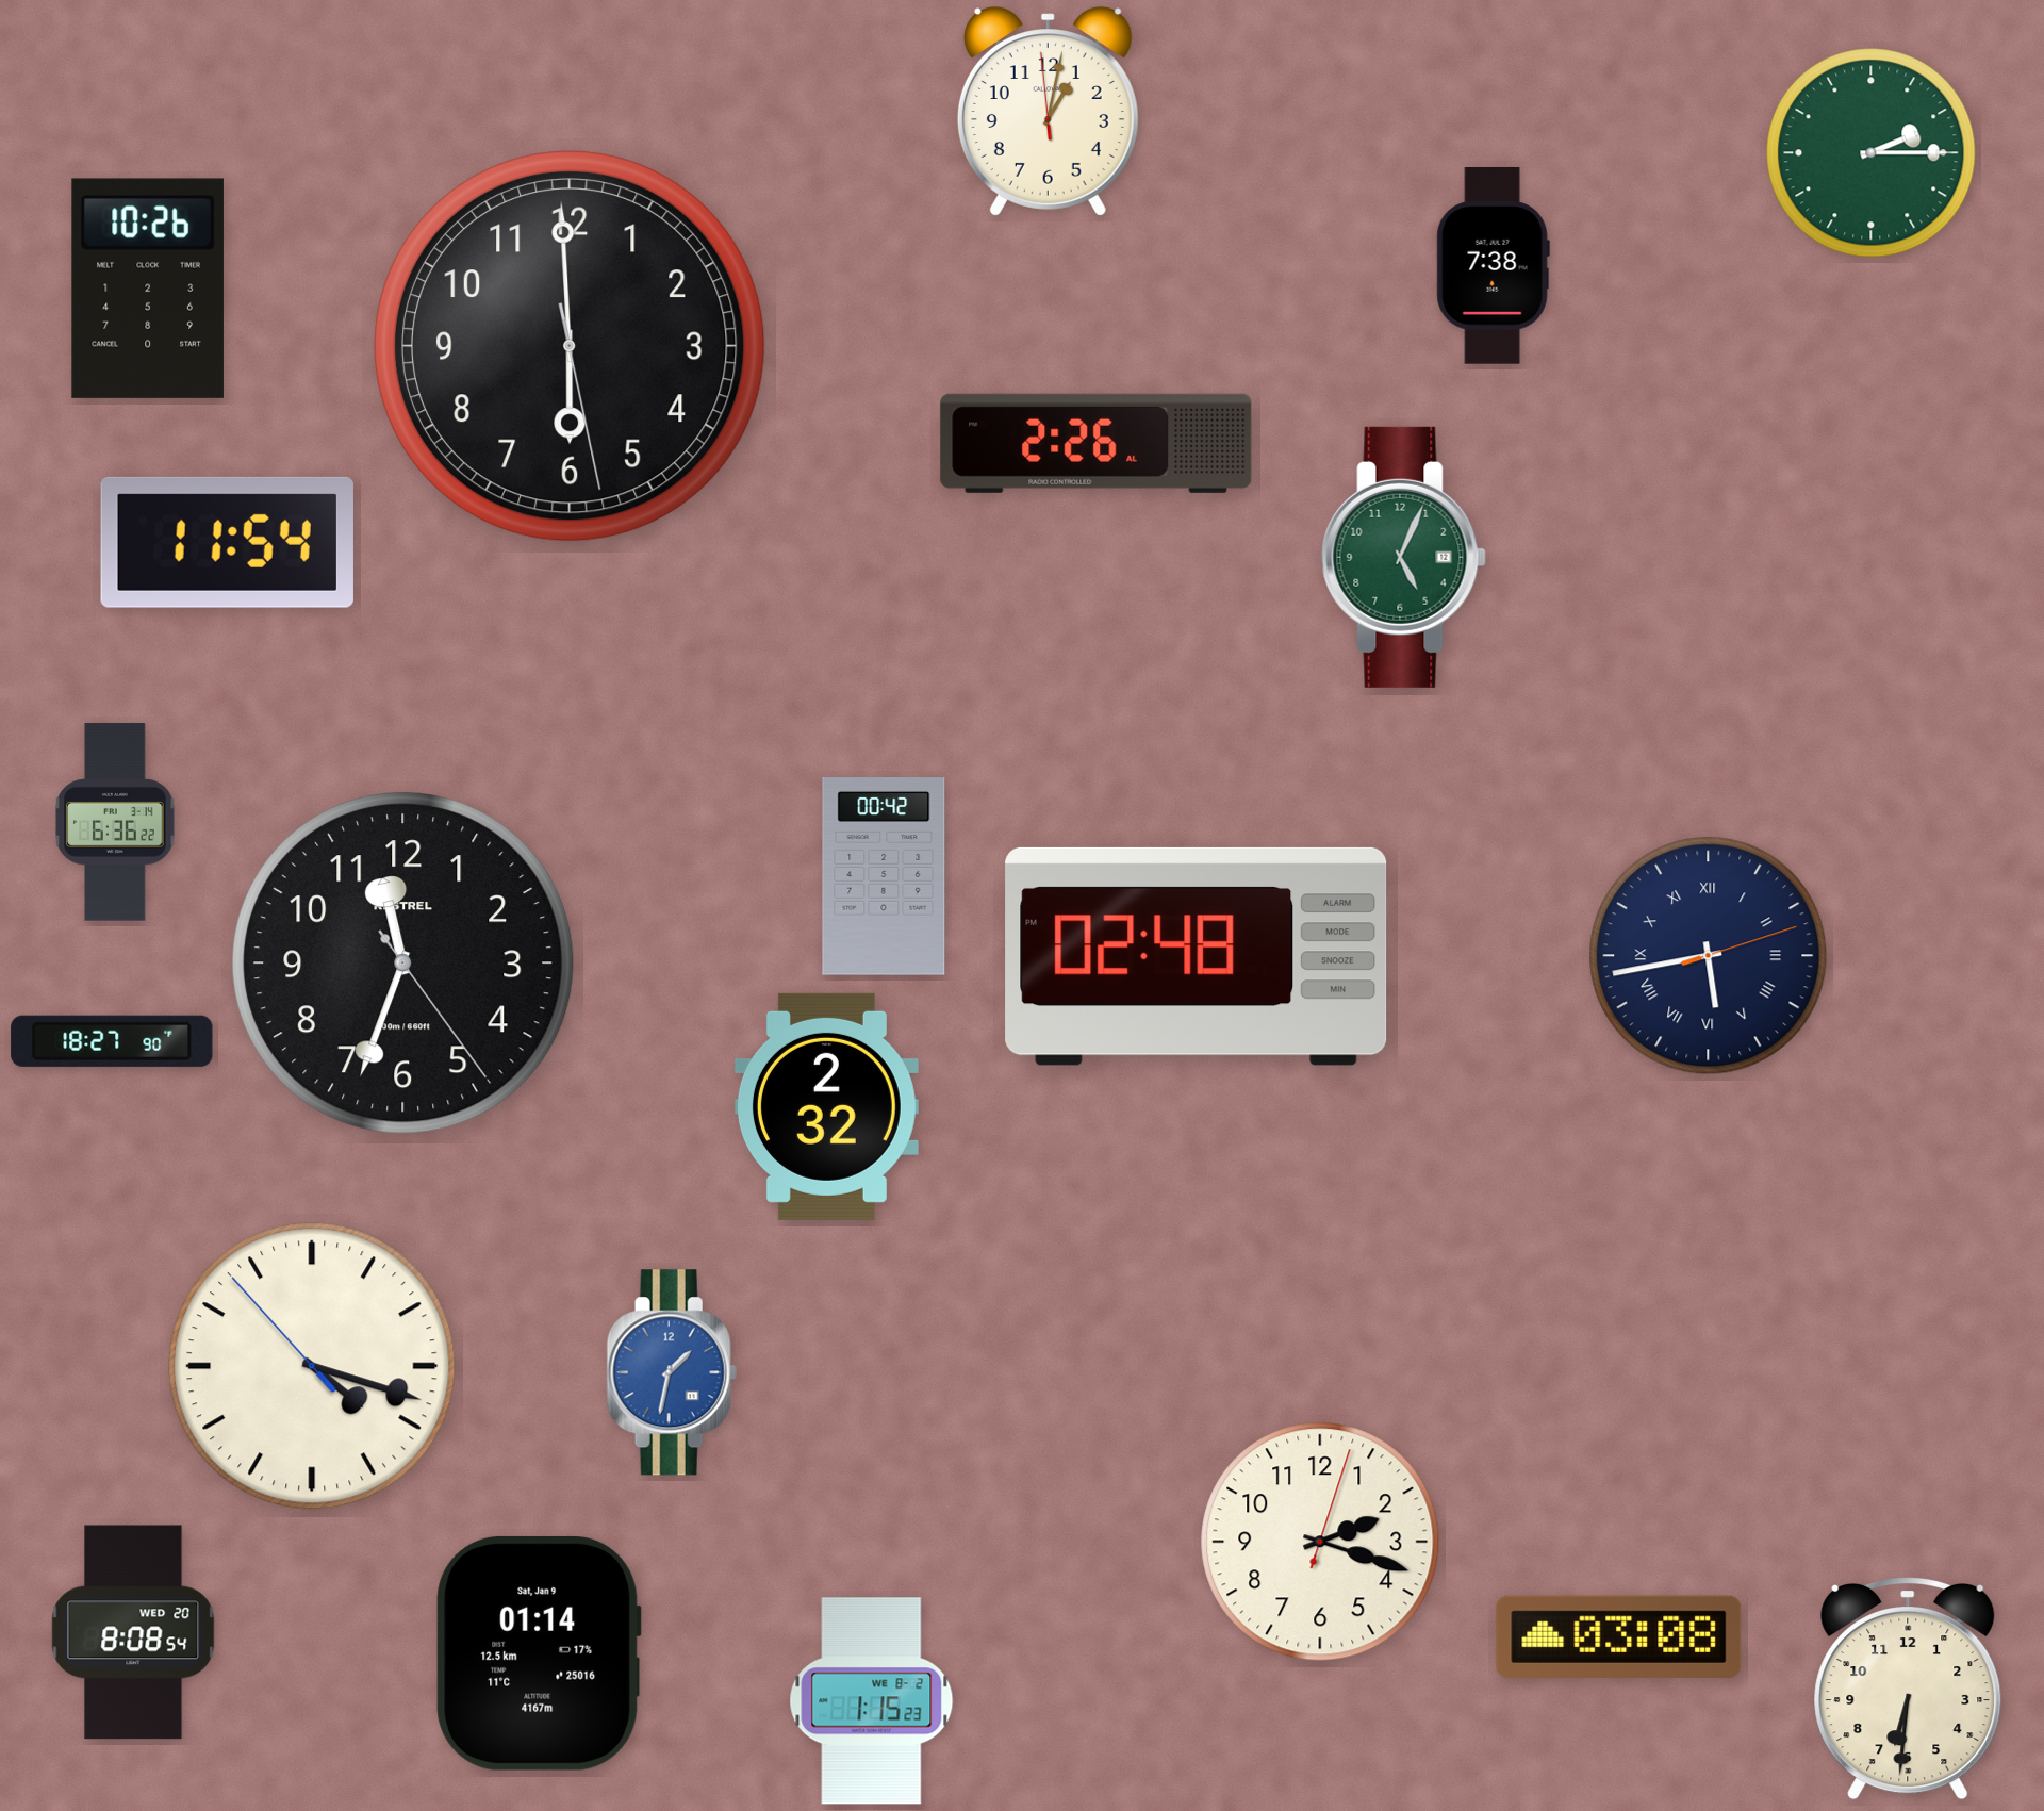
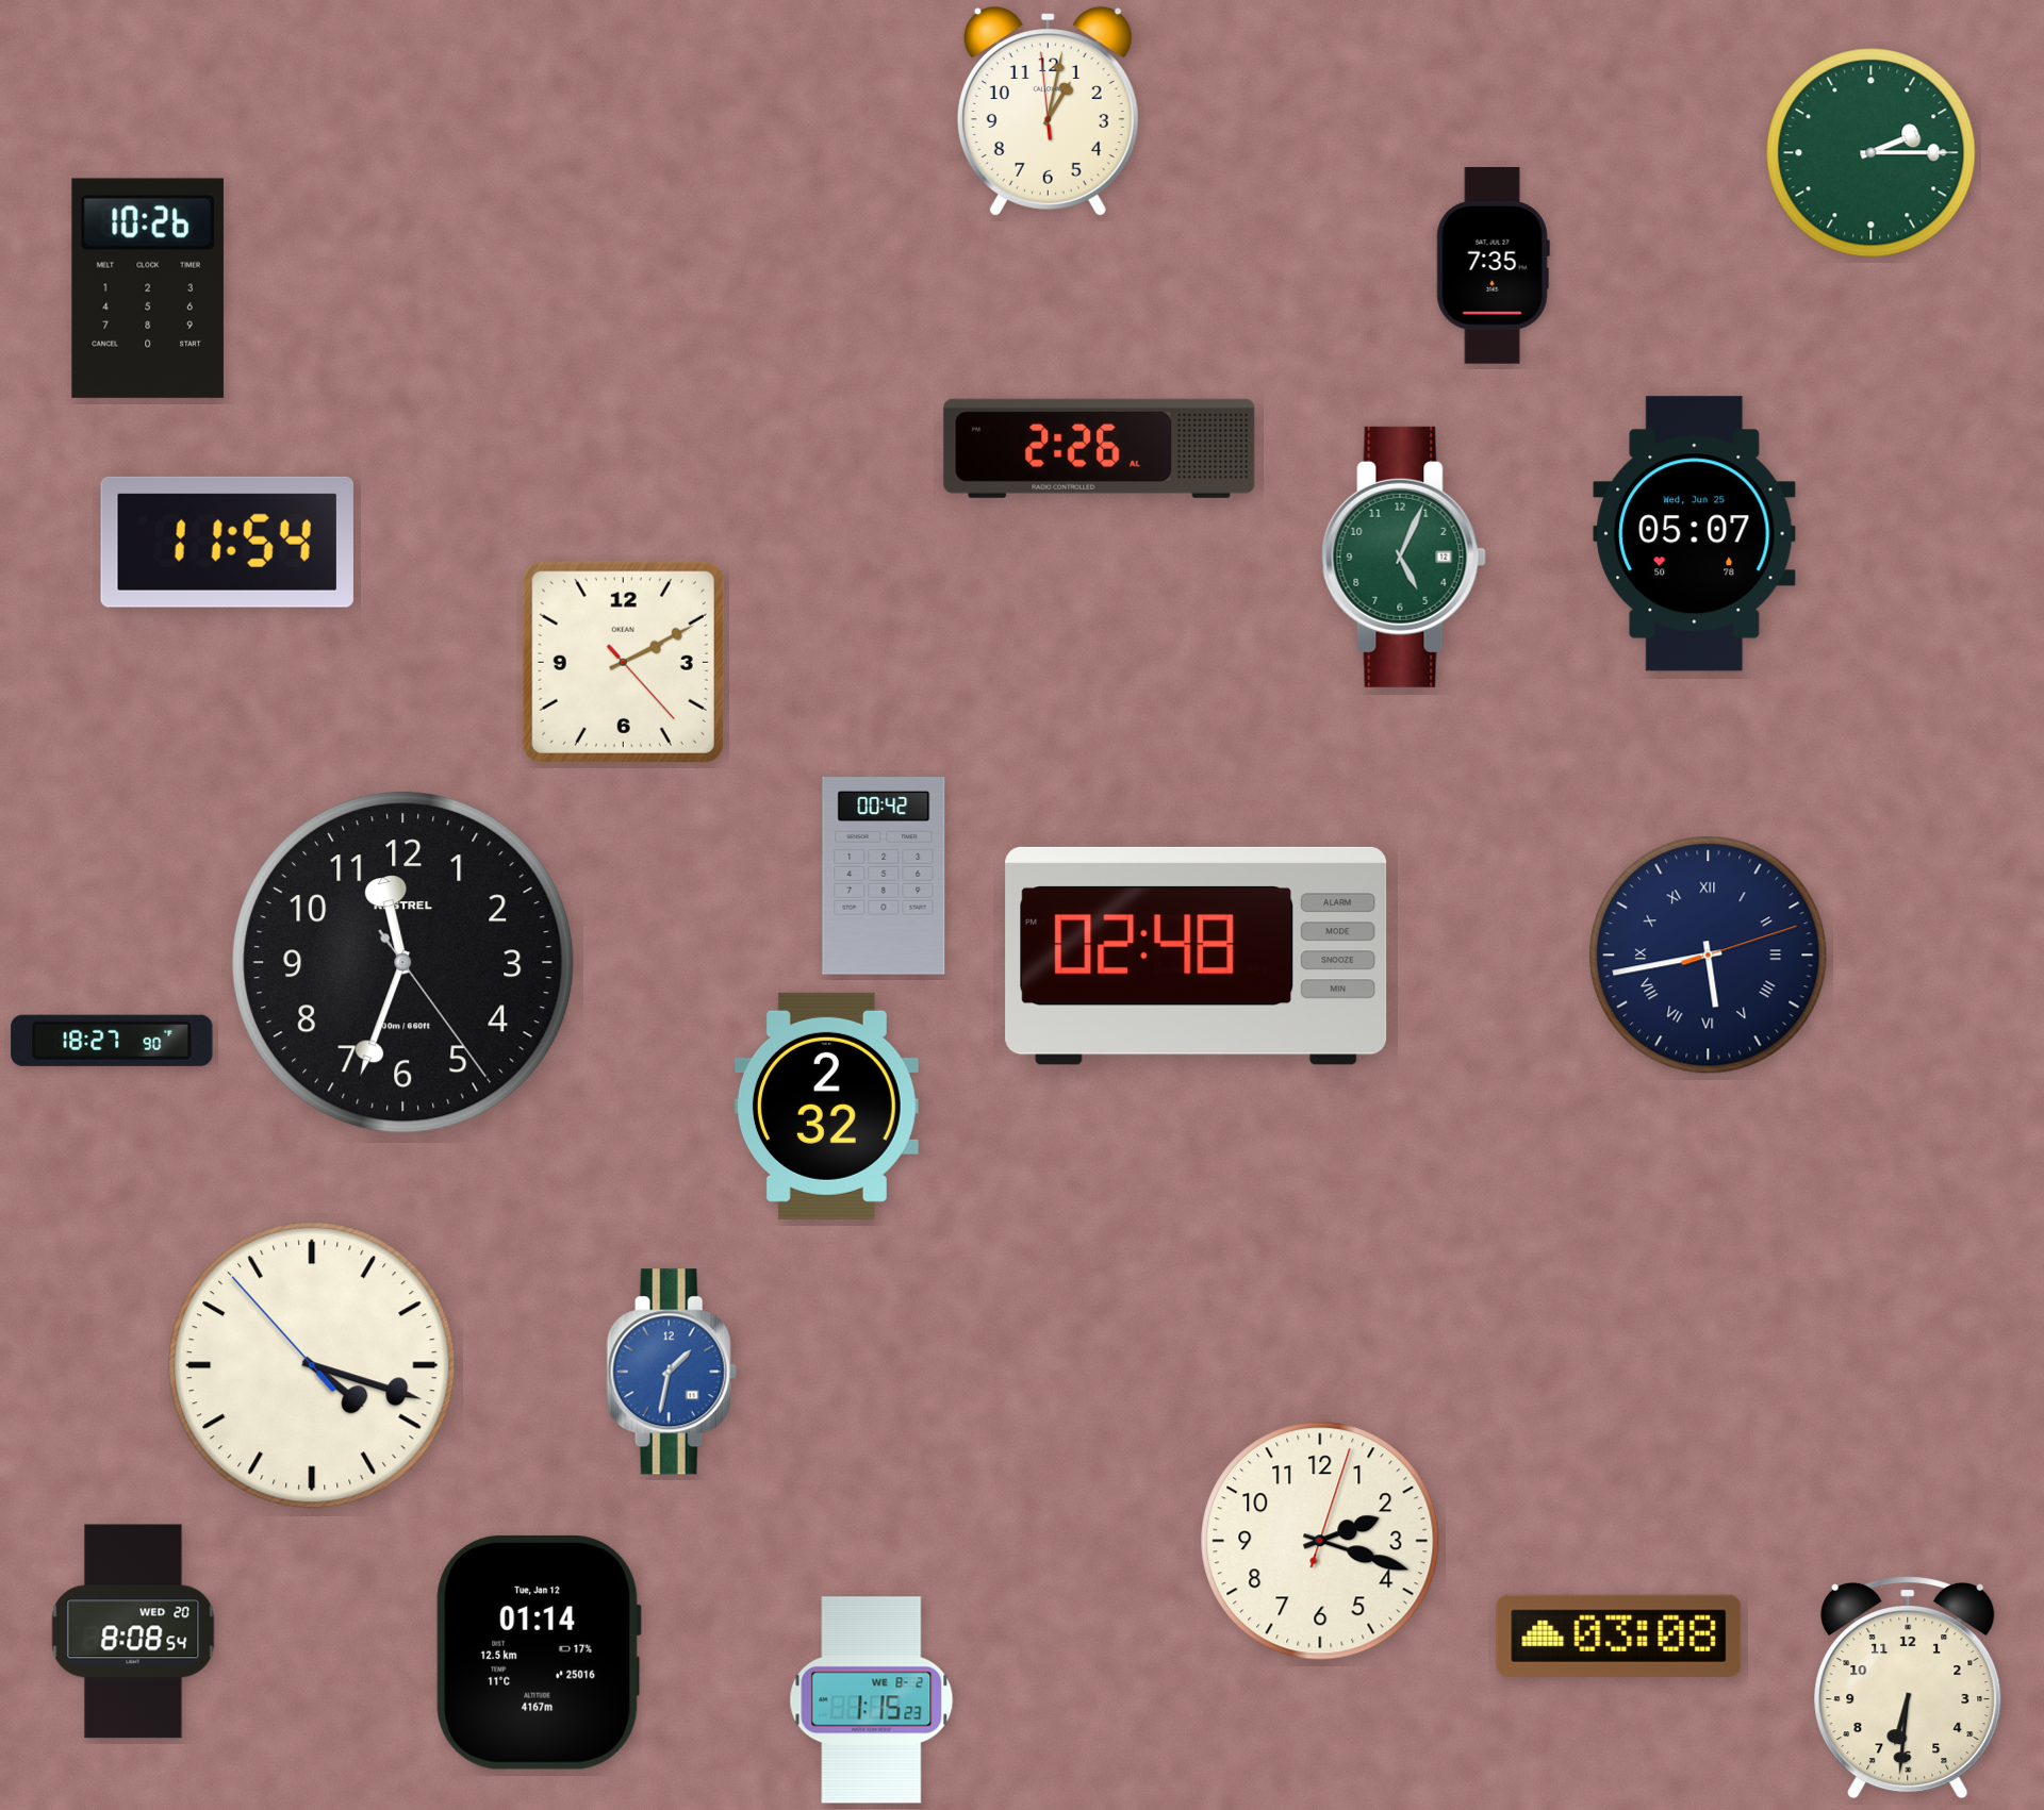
clock at (1493, 266): 7:38 -> 7:35
clock at (570, 346): 5:59 -> none
clock at (1097, 443) position: (1097, 443) -> (1100, 448)
clock at (1695, 534): none -> 05:07
clock at (623, 662): none -> 2:10
clock at (115, 822): 6:36 -> none
clock at (539, 1653) date: Sat, Jan 9 -> Tue, Jan 12
